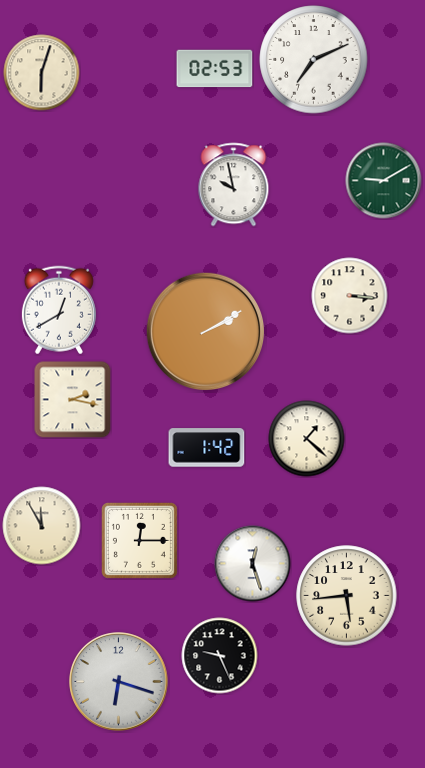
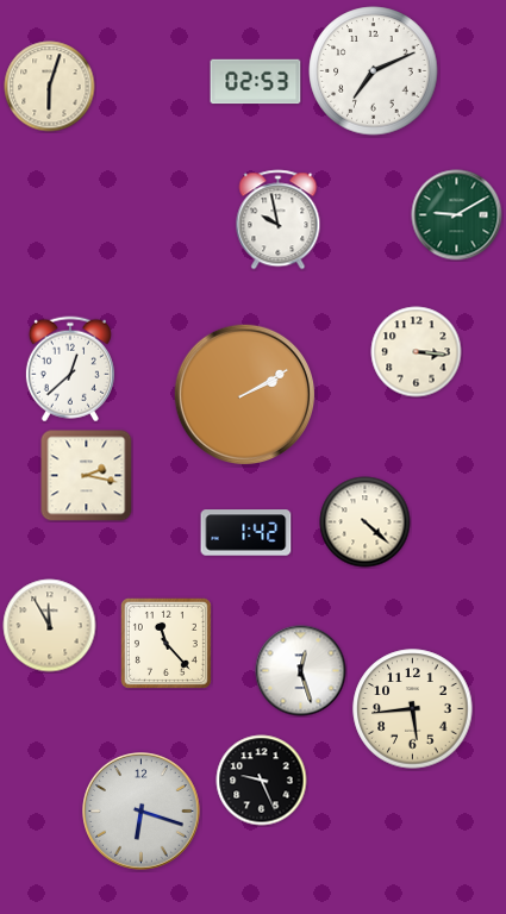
clock at (59, 310): 12:40 -> 12:38
clock at (307, 439): 1:22 -> 4:22
clock at (139, 540): 12:15 -> 11:23
